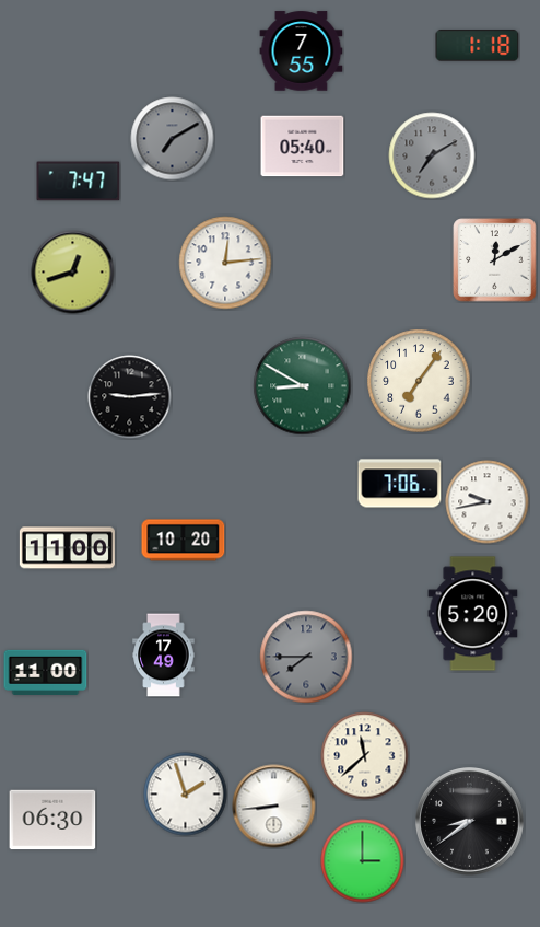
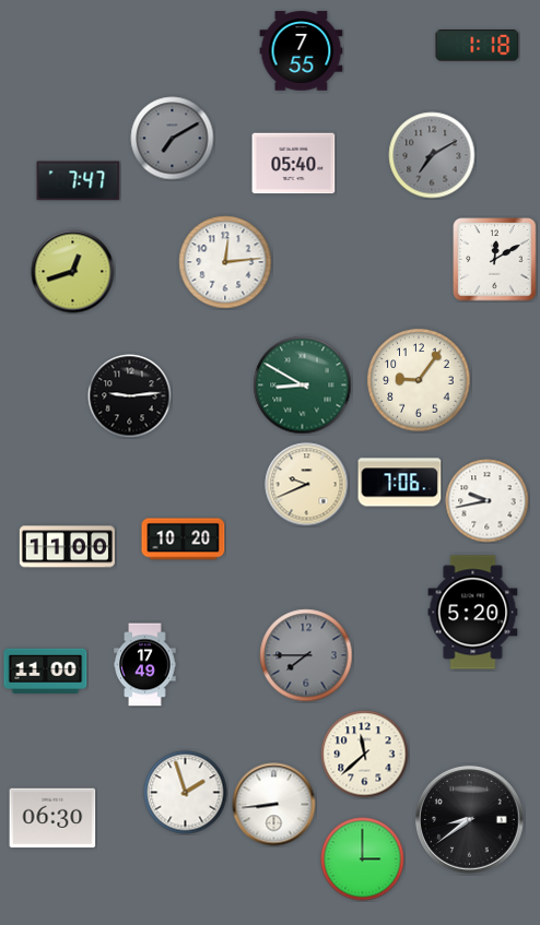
clock at (303, 147) position: (303, 147) -> (294, 164)
clock at (419, 381): 7:06 -> 9:06
clock at (307, 485): none -> 9:41
clock at (164, 656) position: (164, 656) -> (145, 665)
